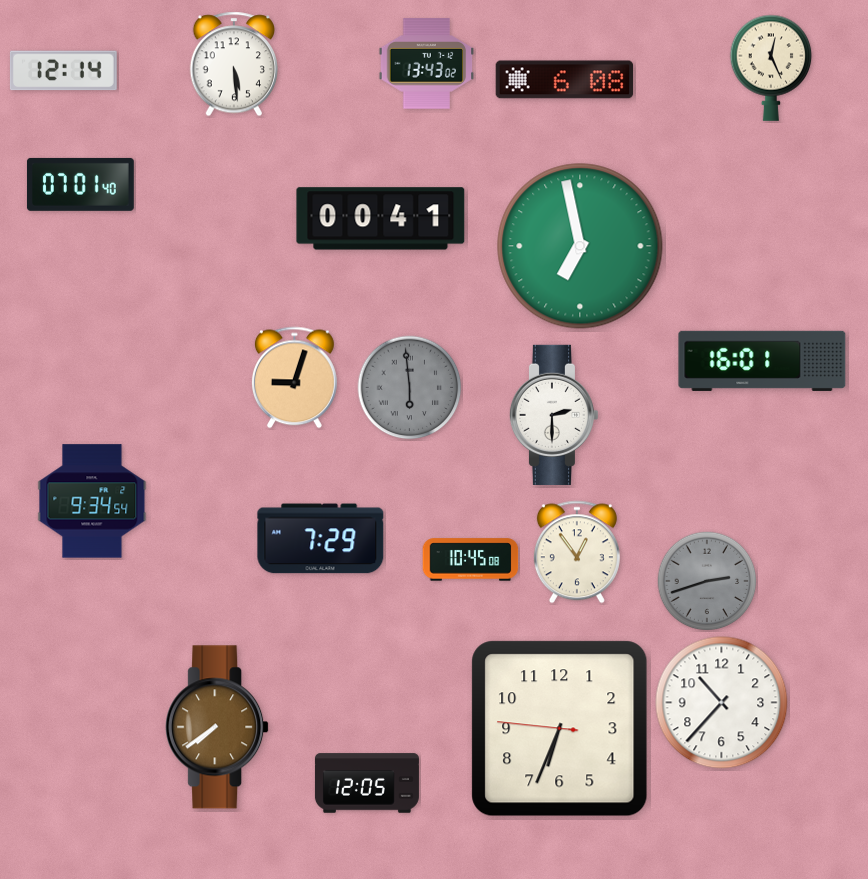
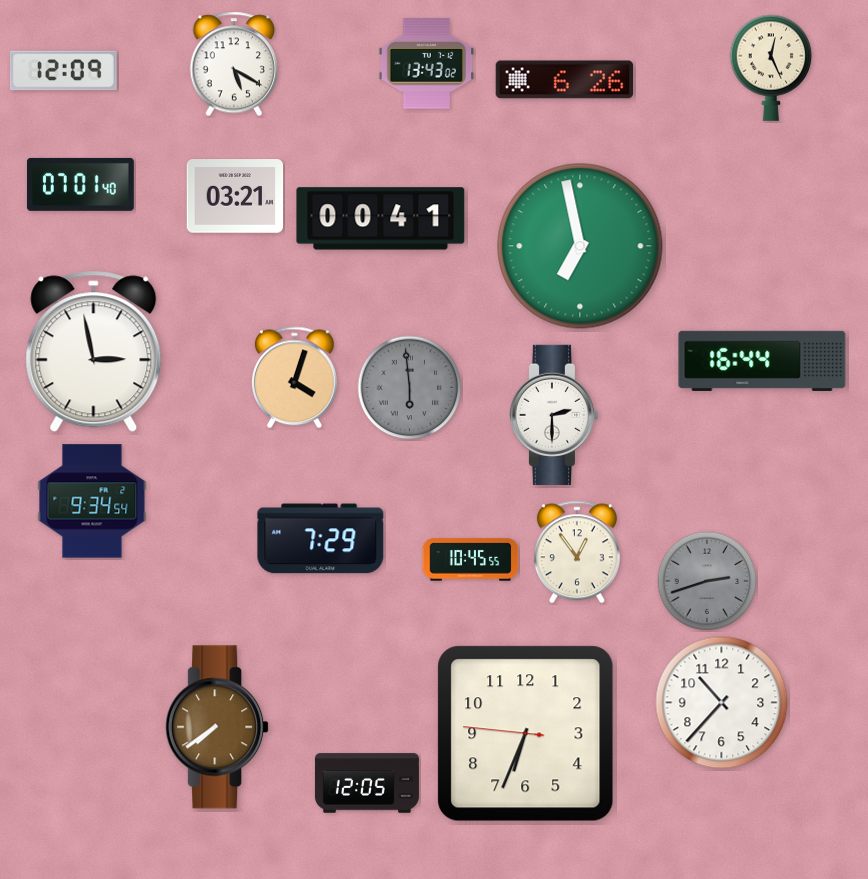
clock at (233, 64): 5:29 -> 5:20
clock at (63, 71): 12:14 -> 12:09
clock at (565, 80): 6:08 -> 6:26
clock at (235, 196): none -> 03:21
clock at (94, 352): none -> 2:58
clock at (762, 361): 16:01 -> 16:44
clock at (294, 378): 9:03 -> 4:03
clock at (471, 560): 10:45:08 -> 10:45:55
clock at (560, 729) position: (560, 729) -> (526, 734)
